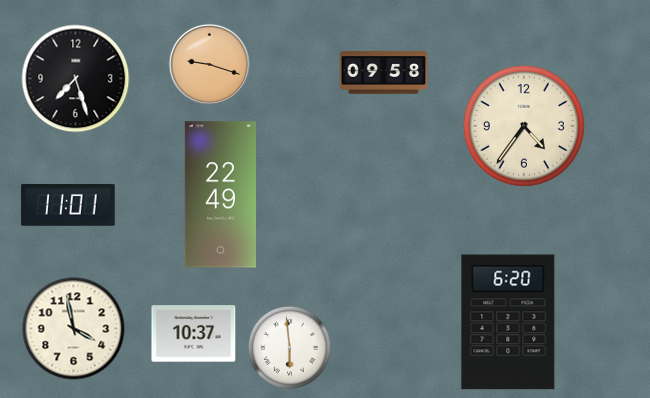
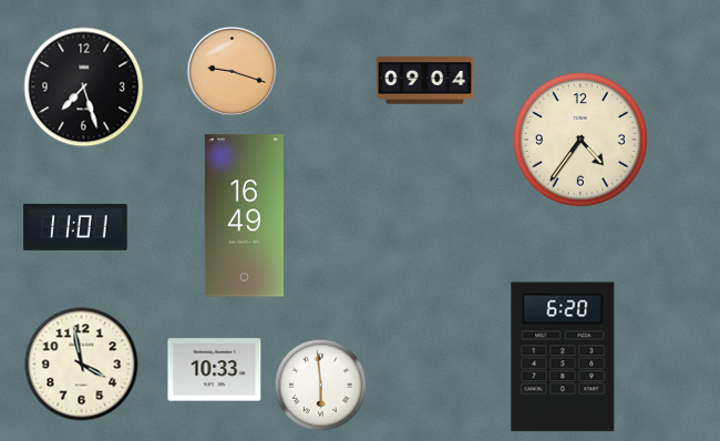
clock at (384, 73): 09:58 -> 09:04
clock at (220, 195): 22:49 -> 16:49
clock at (194, 334): 10:37 -> 10:33
